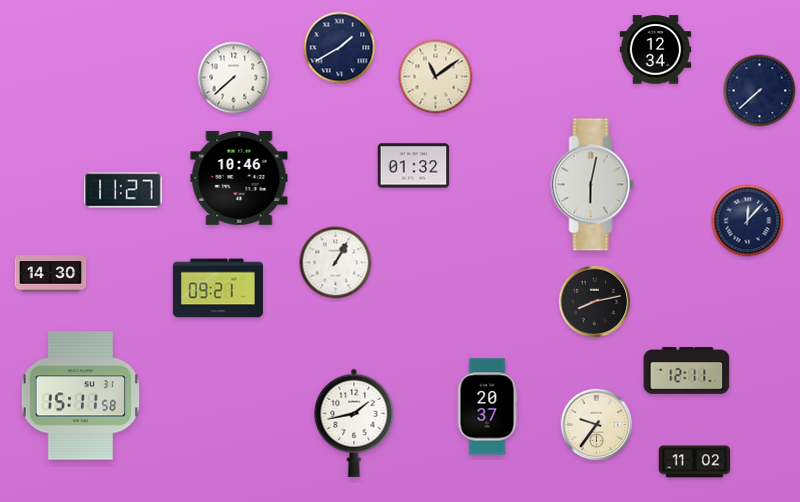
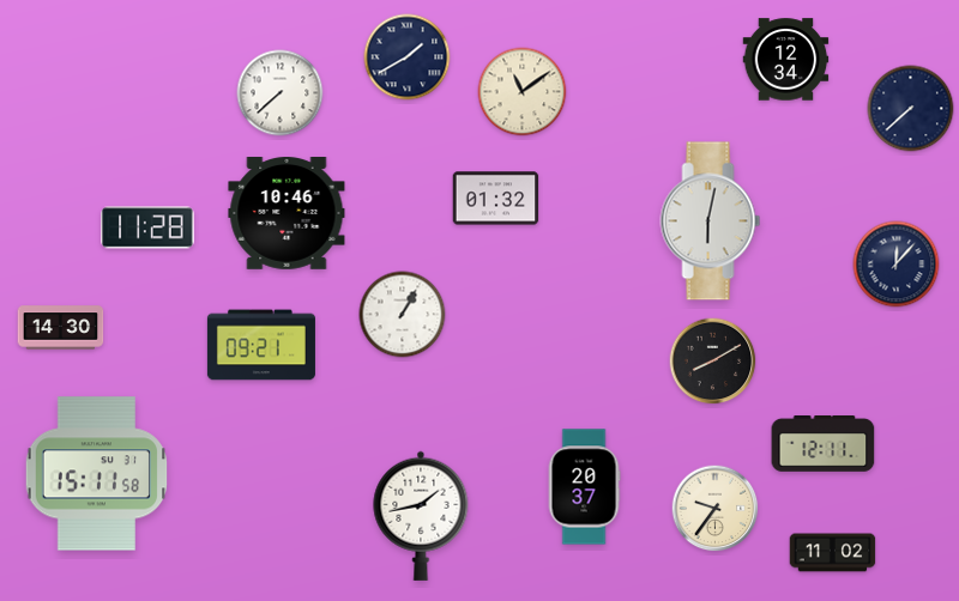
clock at (123, 190): 11:27 -> 11:28
clock at (595, 302): 8:13 -> 8:10
clock at (354, 423) position: (354, 423) -> (421, 516)
